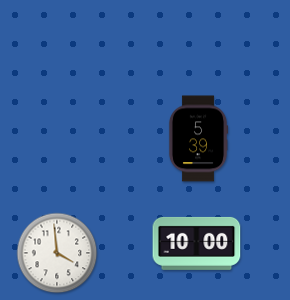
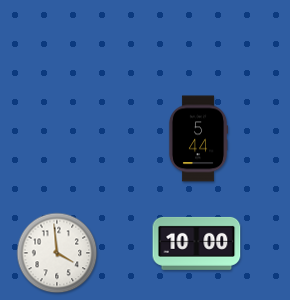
clock at (198, 139): 5:39 -> 5:44
